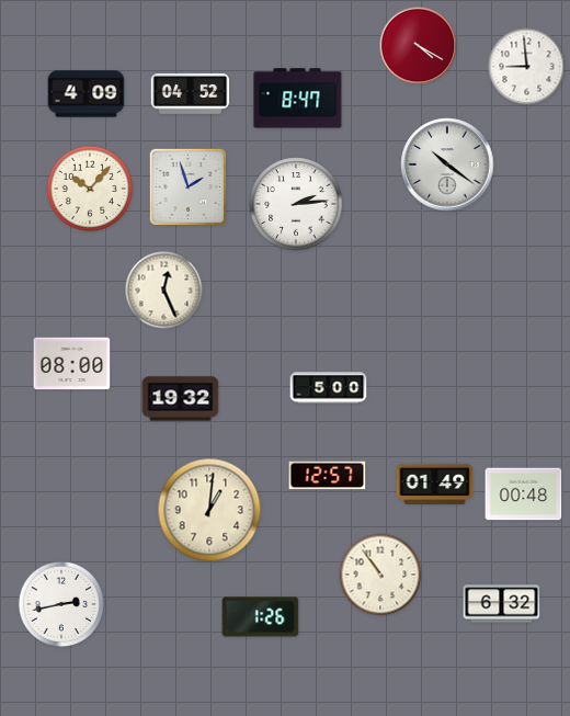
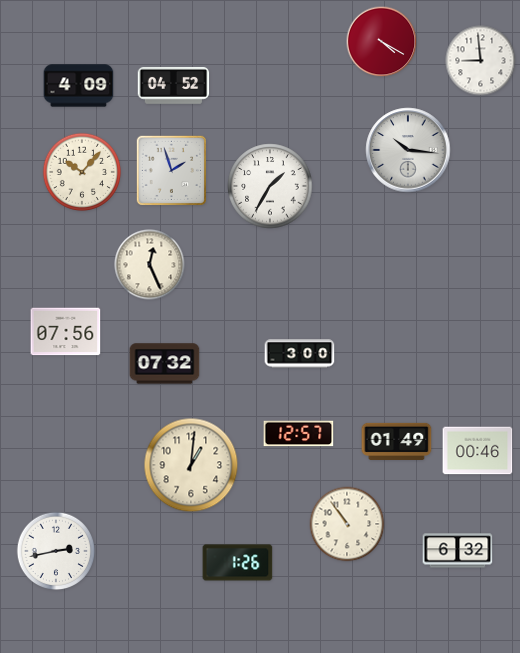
clock at (298, 99): 8:47 -> none
clock at (447, 164): 10:21 -> 10:16
clock at (296, 204): 2:14 -> 1:35
clock at (72, 364): 08:00 -> 07:56
clock at (329, 388): 5:00 -> 3:00
clock at (181, 399): 19:32 -> 07:32
clock at (524, 495): 00:48 -> 00:46
